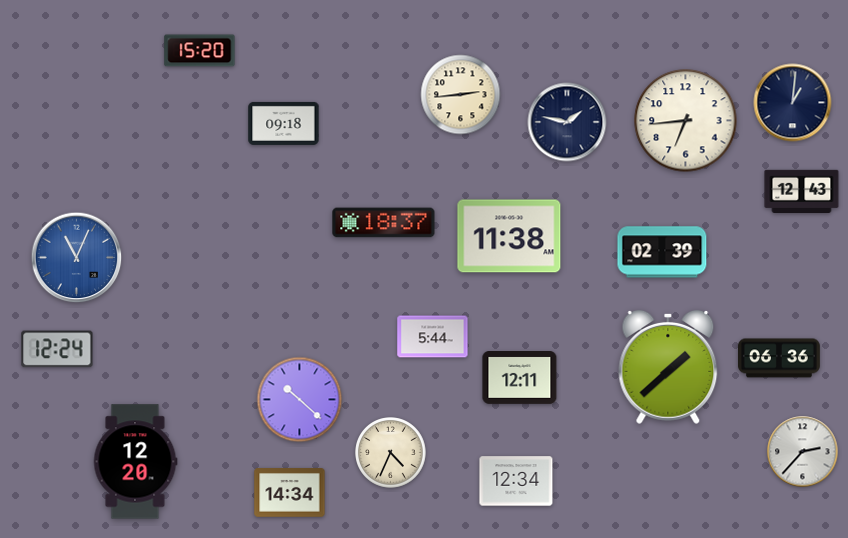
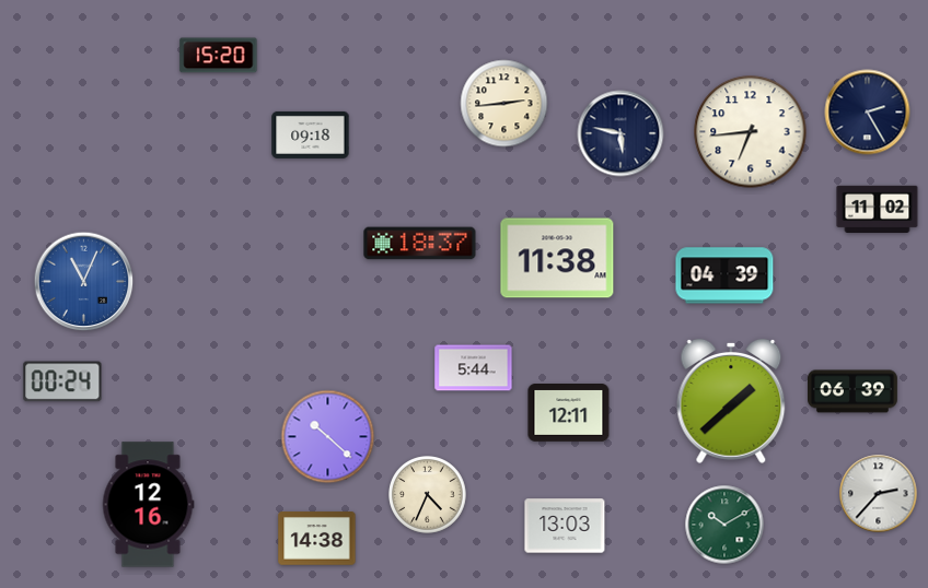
clock at (793, 103): 1:01 -> 2:25
clock at (567, 122): 1:47 -> 5:47
clock at (802, 191): 12:43 -> 11:02
clock at (662, 252): 02:39 -> 04:39
clock at (57, 349): 12:24 -> 00:24
clock at (780, 358): 06:36 -> 06:39
clock at (135, 462): 12:20 -> 12:16
clock at (724, 525): none -> 10:10
clock at (516, 481): 12:34 -> 13:03
clock at (290, 493): 14:34 -> 14:38
